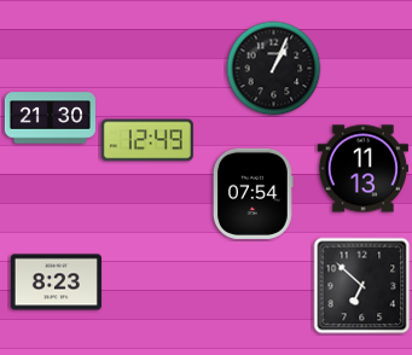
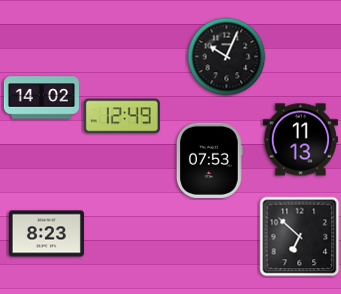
clock at (274, 69): 1:04 -> 10:04
clock at (50, 118): 21:30 -> 14:02
clock at (254, 193): 07:54 -> 07:53
